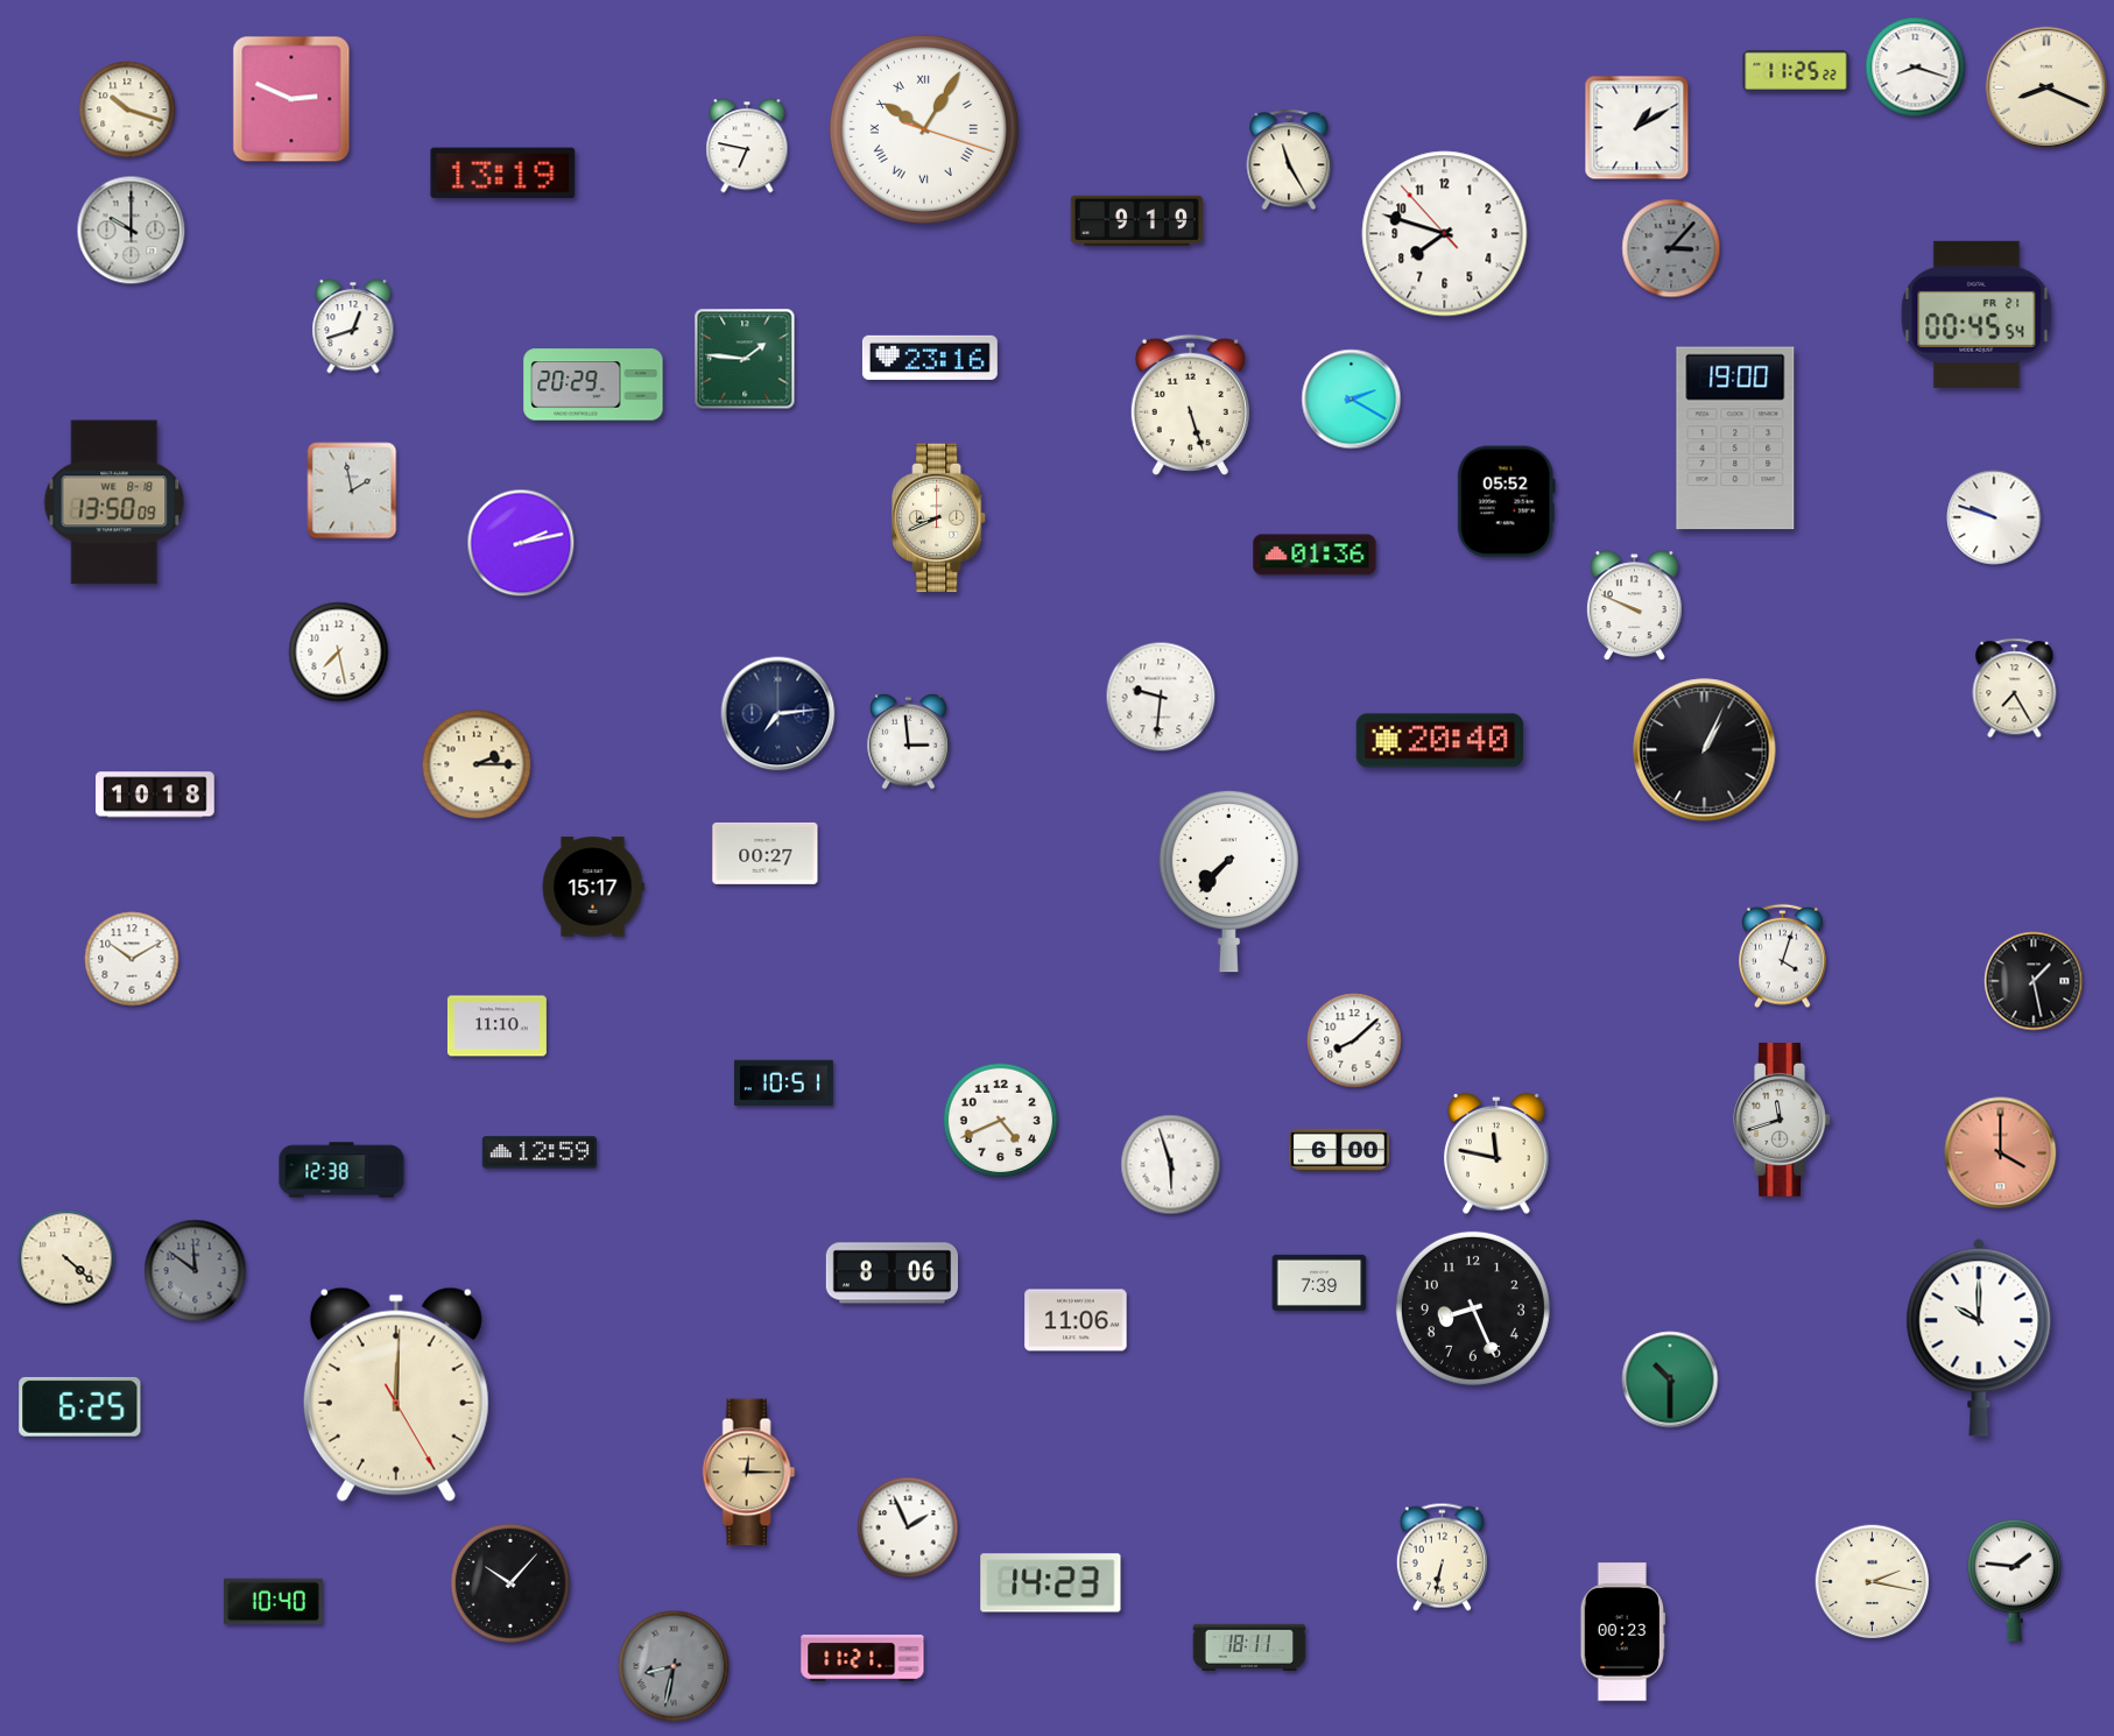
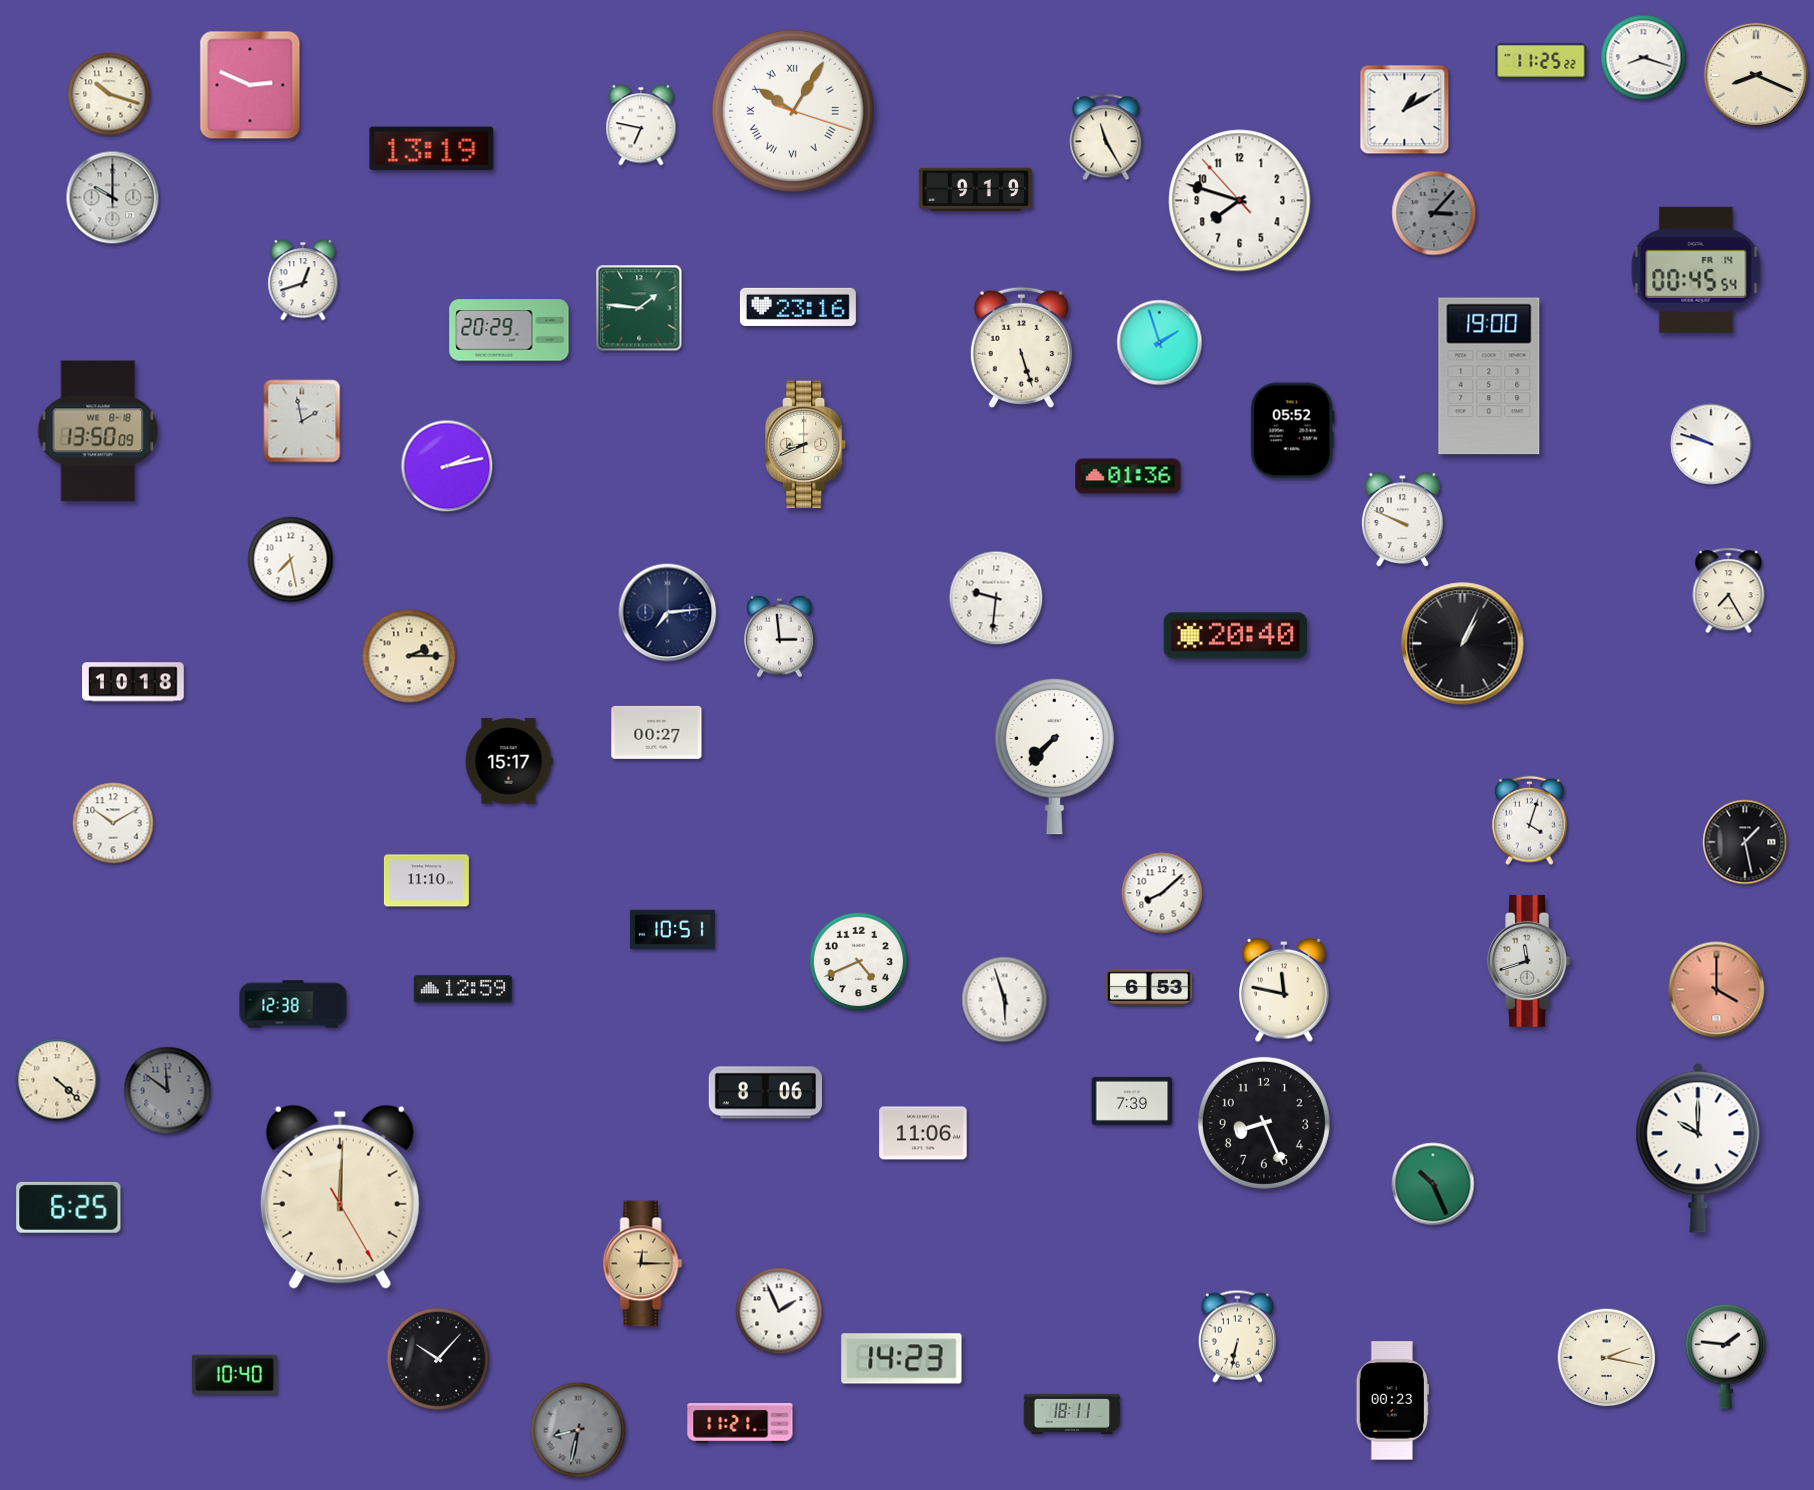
clock at (1976, 315) date: FR 21 -> FR 14
clock at (1352, 400): 2:20 -> 1:57
clock at (1340, 1150): 6:00 -> 6:53
clock at (1670, 1379): 10:30 -> 10:26
clock at (2014, 1580) position: (2014, 1580) -> (1725, 1356)
